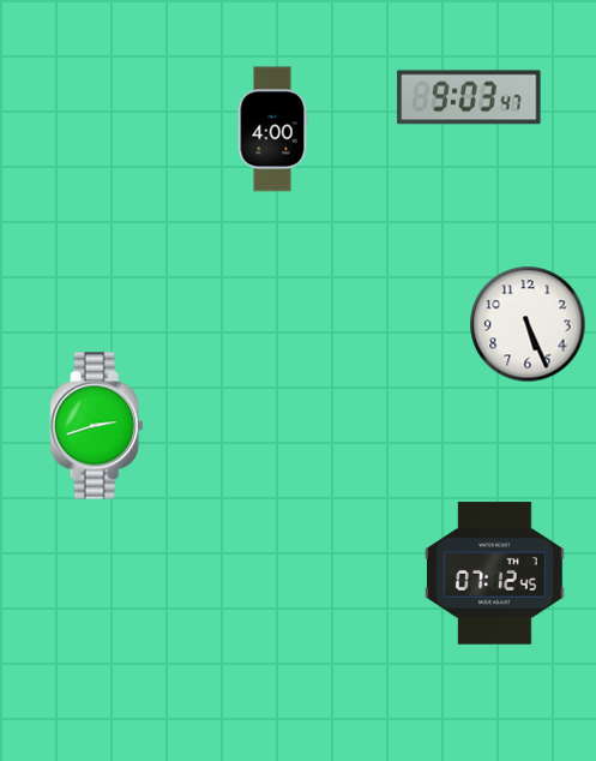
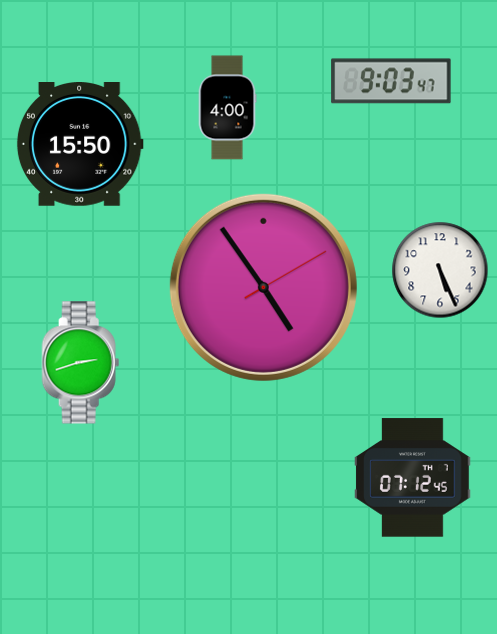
clock at (80, 145): none -> 15:50
clock at (263, 287): none -> 4:54
clock at (97, 426) position: (97, 426) -> (81, 363)
